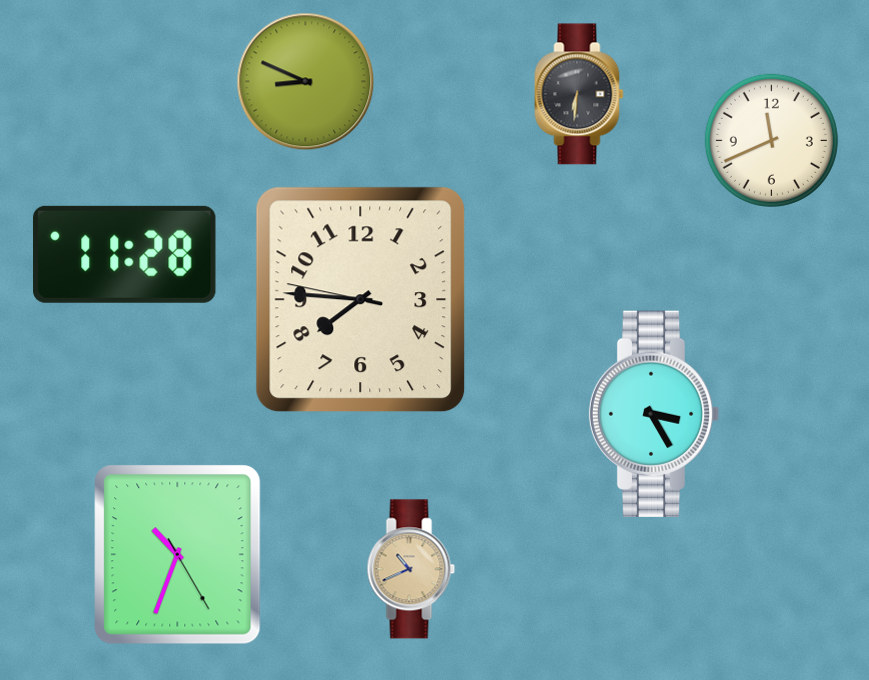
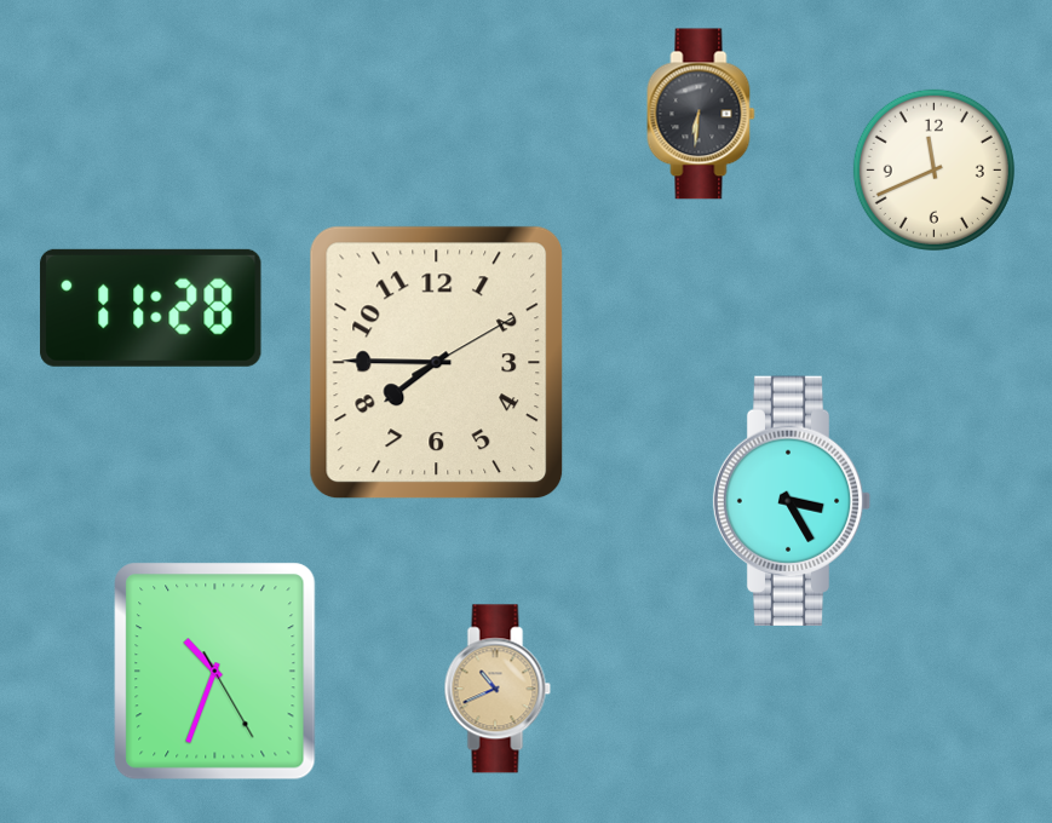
clock at (306, 82): 8:49 -> none
clock at (361, 300): 7:45:47 -> 7:45:10
